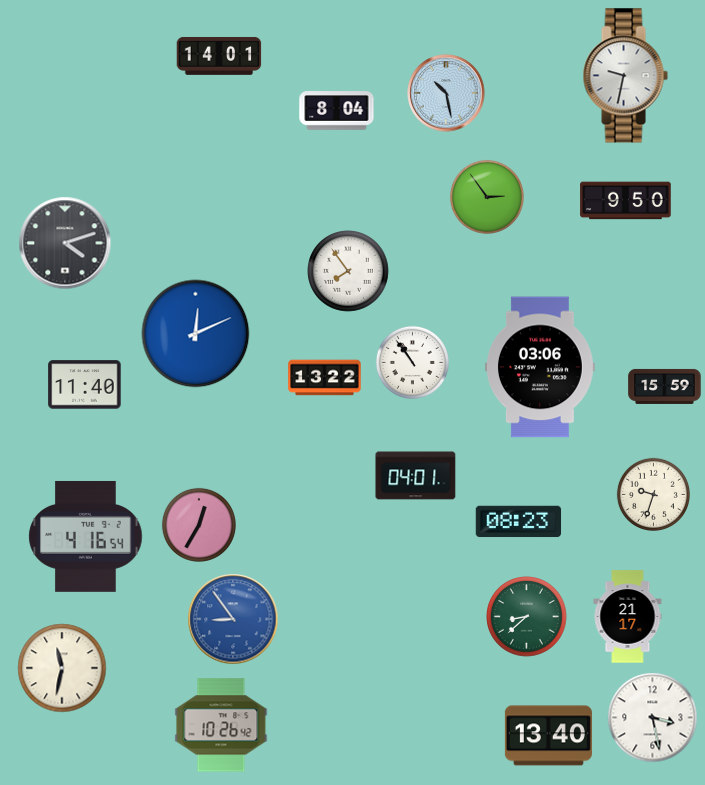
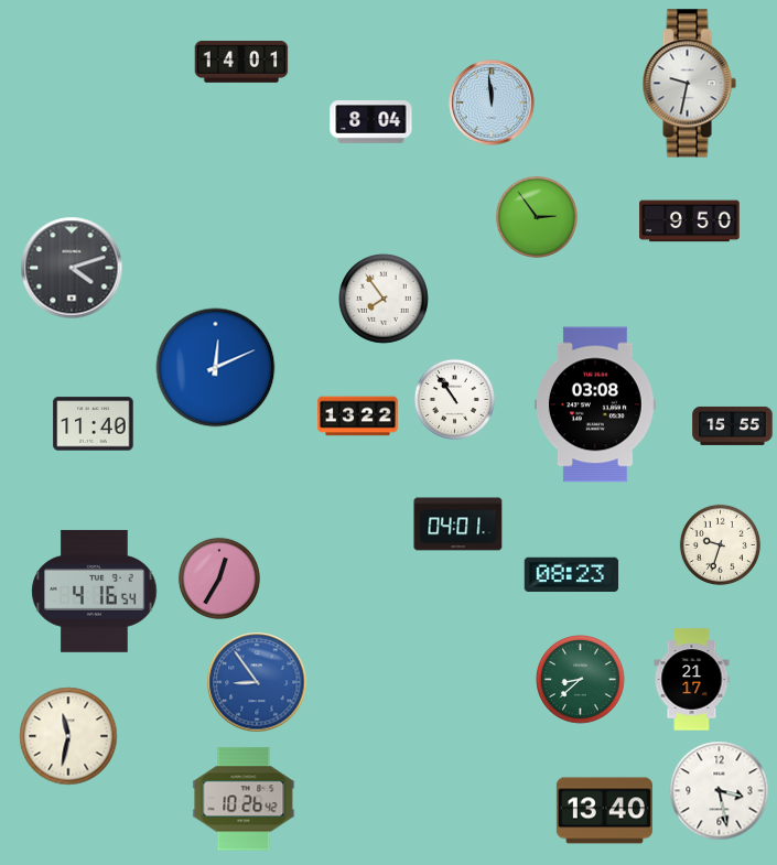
clock at (446, 93): 10:28 -> 11:59
clock at (541, 367): 03:06 -> 03:08
clock at (665, 386): 15:59 -> 15:55
